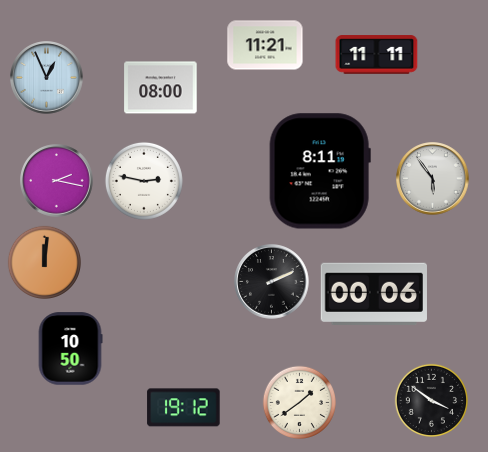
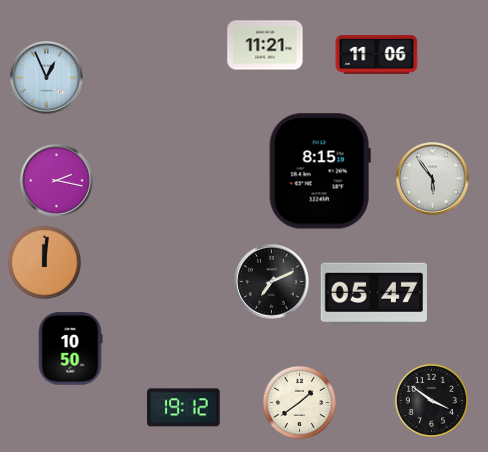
clock at (377, 55): 11:11 -> 11:06
clock at (161, 88): 08:00 -> none
clock at (320, 171): 8:11 -> 8:15
clock at (144, 181): 2:47 -> none
clock at (272, 282): 2:11 -> 7:11
clock at (374, 293): 00:06 -> 05:47
